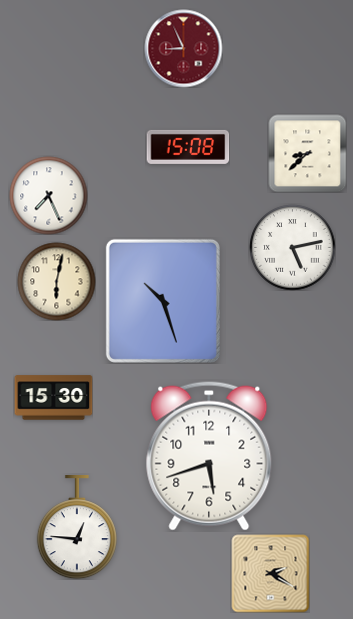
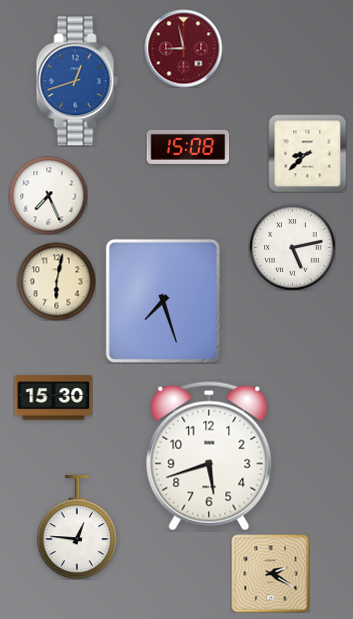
clock at (183, 48): 8:56 -> 8:58
clock at (77, 81): none -> 12:42
clock at (163, 301): 10:27 -> 7:27
